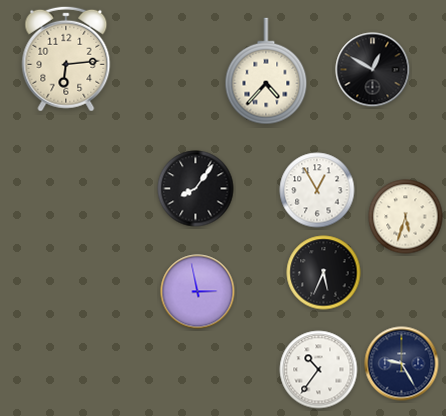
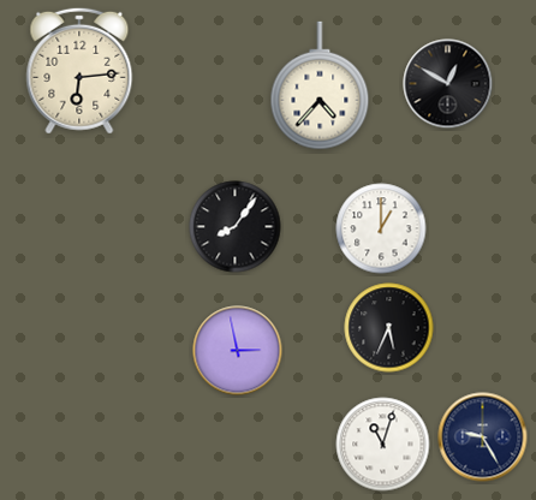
clock at (317, 190): 12:55 -> 1:00
clock at (406, 217): 5:33 -> none
clock at (319, 370): 10:36 -> 11:03
